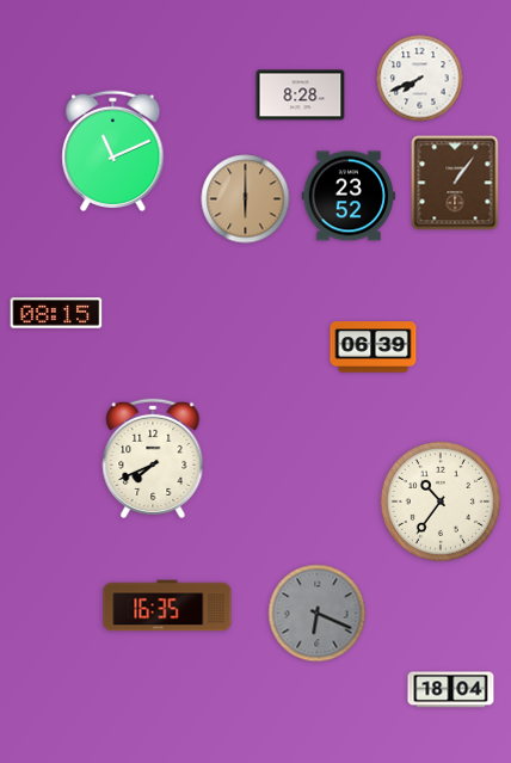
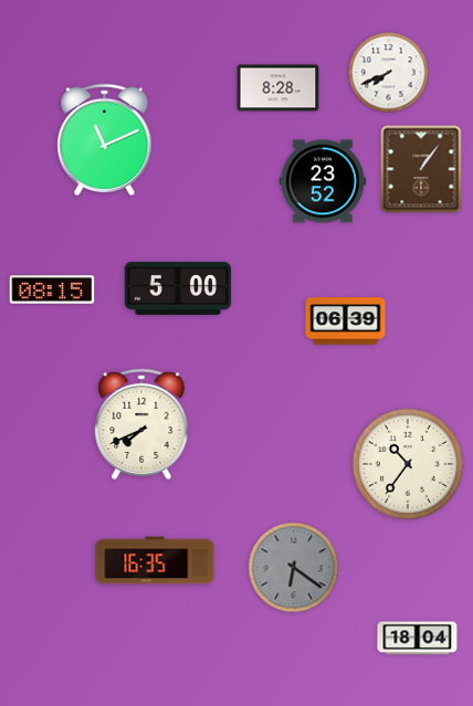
clock at (246, 199): 6:00 -> none
clock at (178, 288): none -> 5:00
clock at (318, 614): 6:19 -> 6:21
